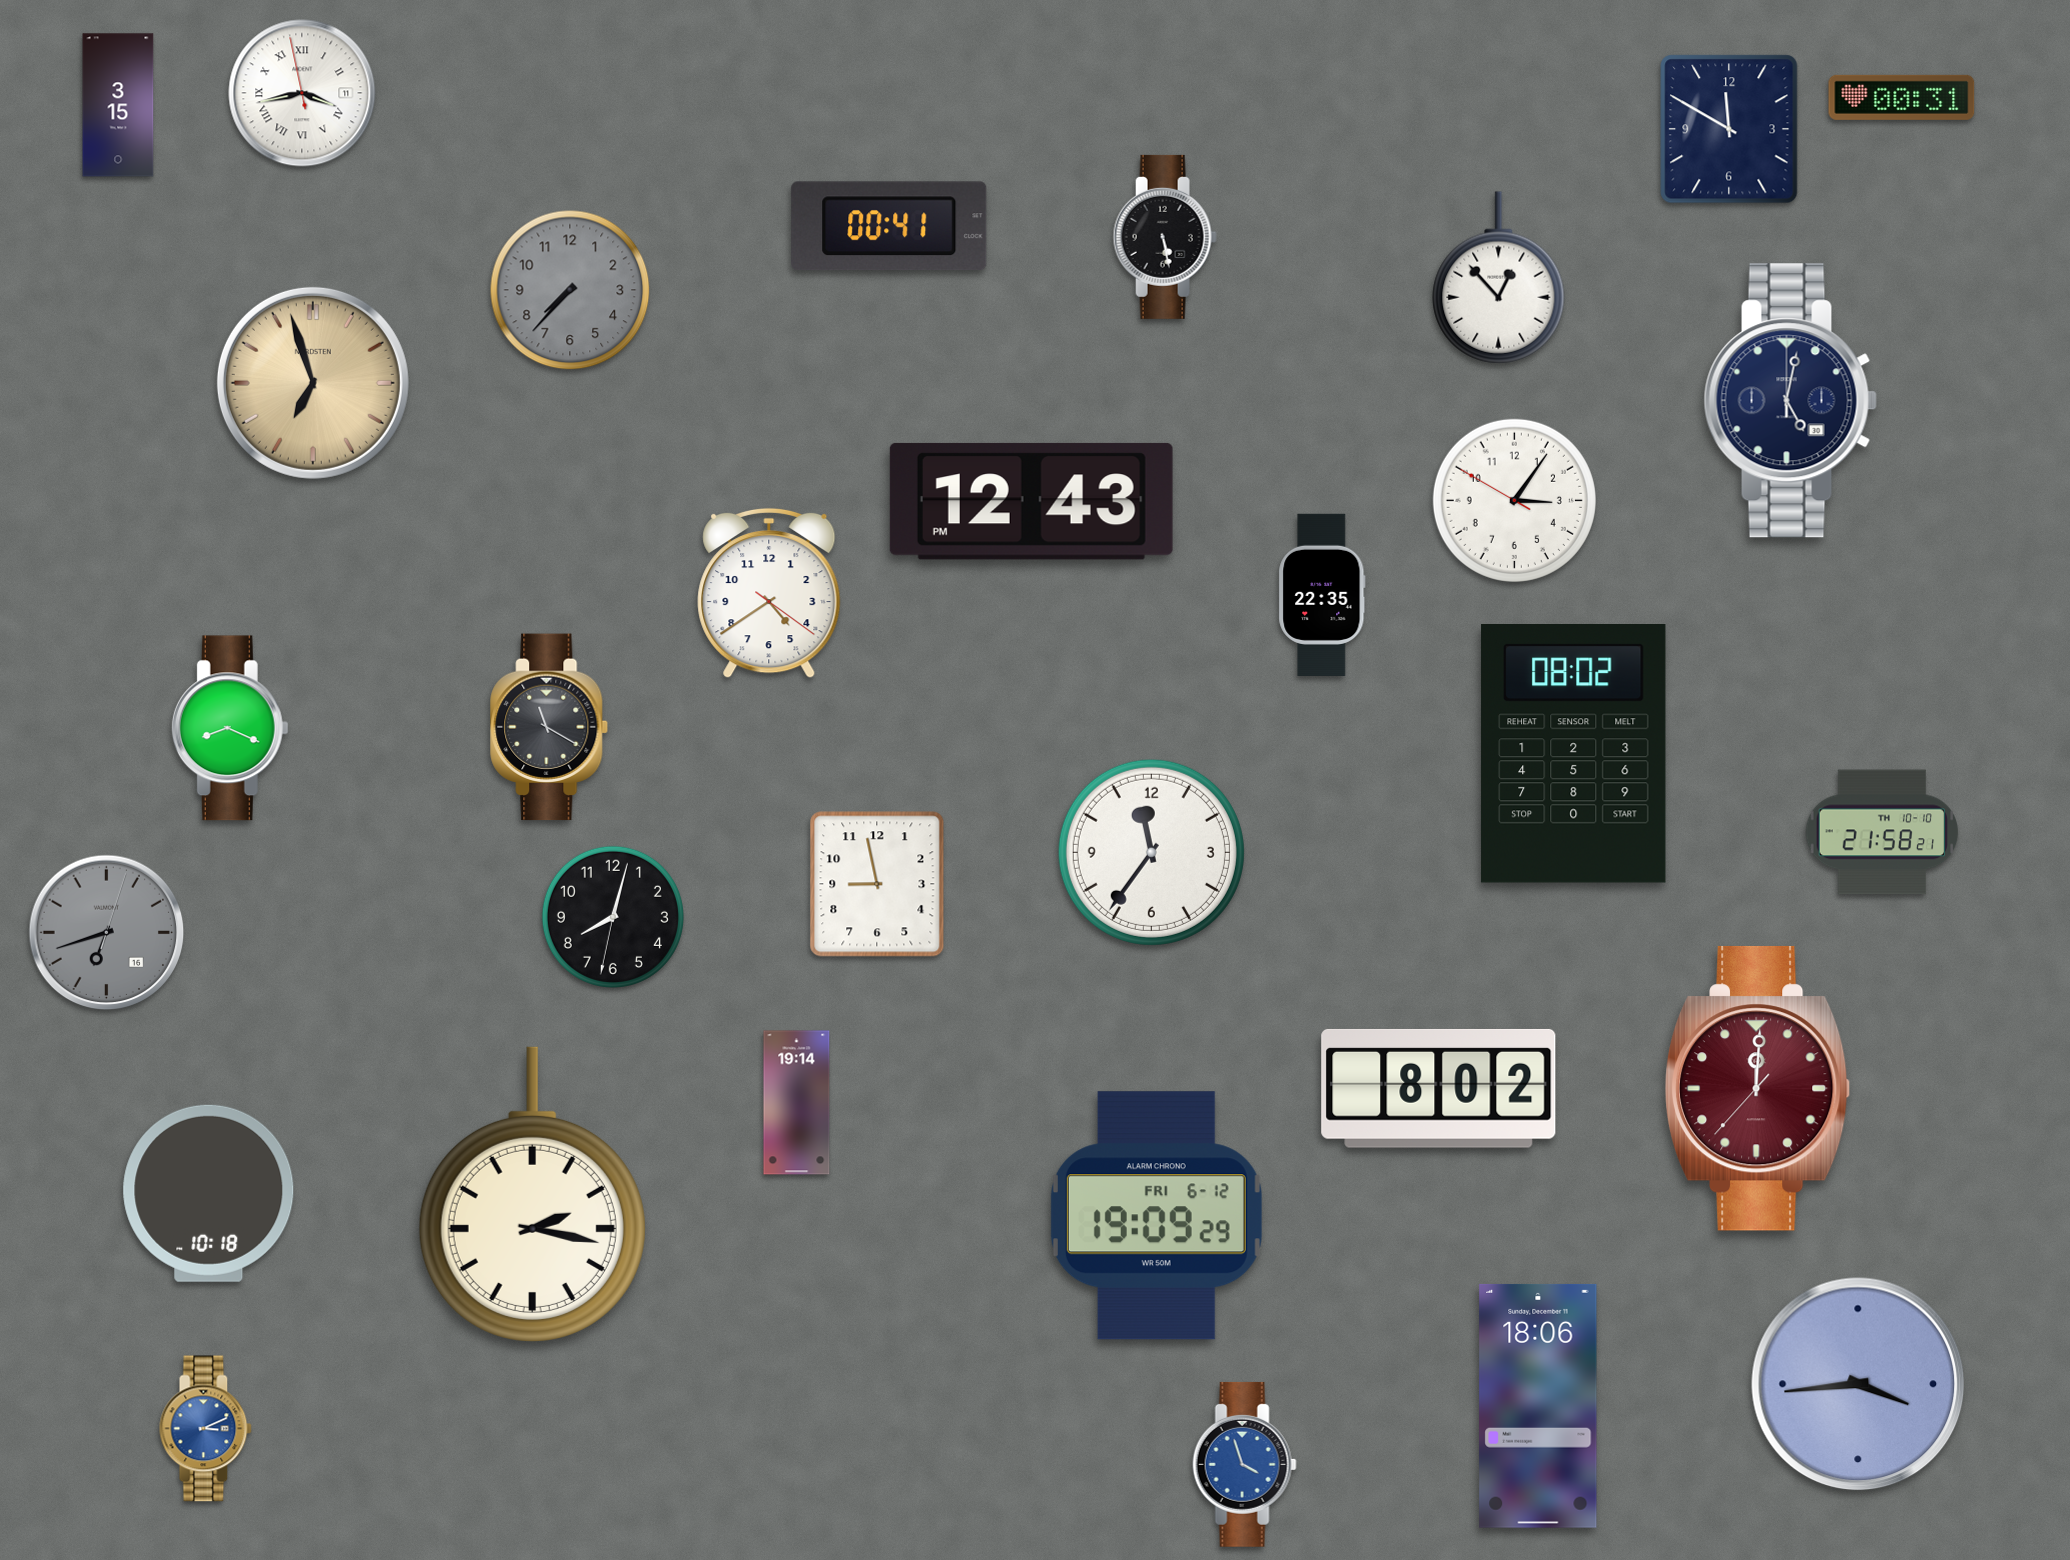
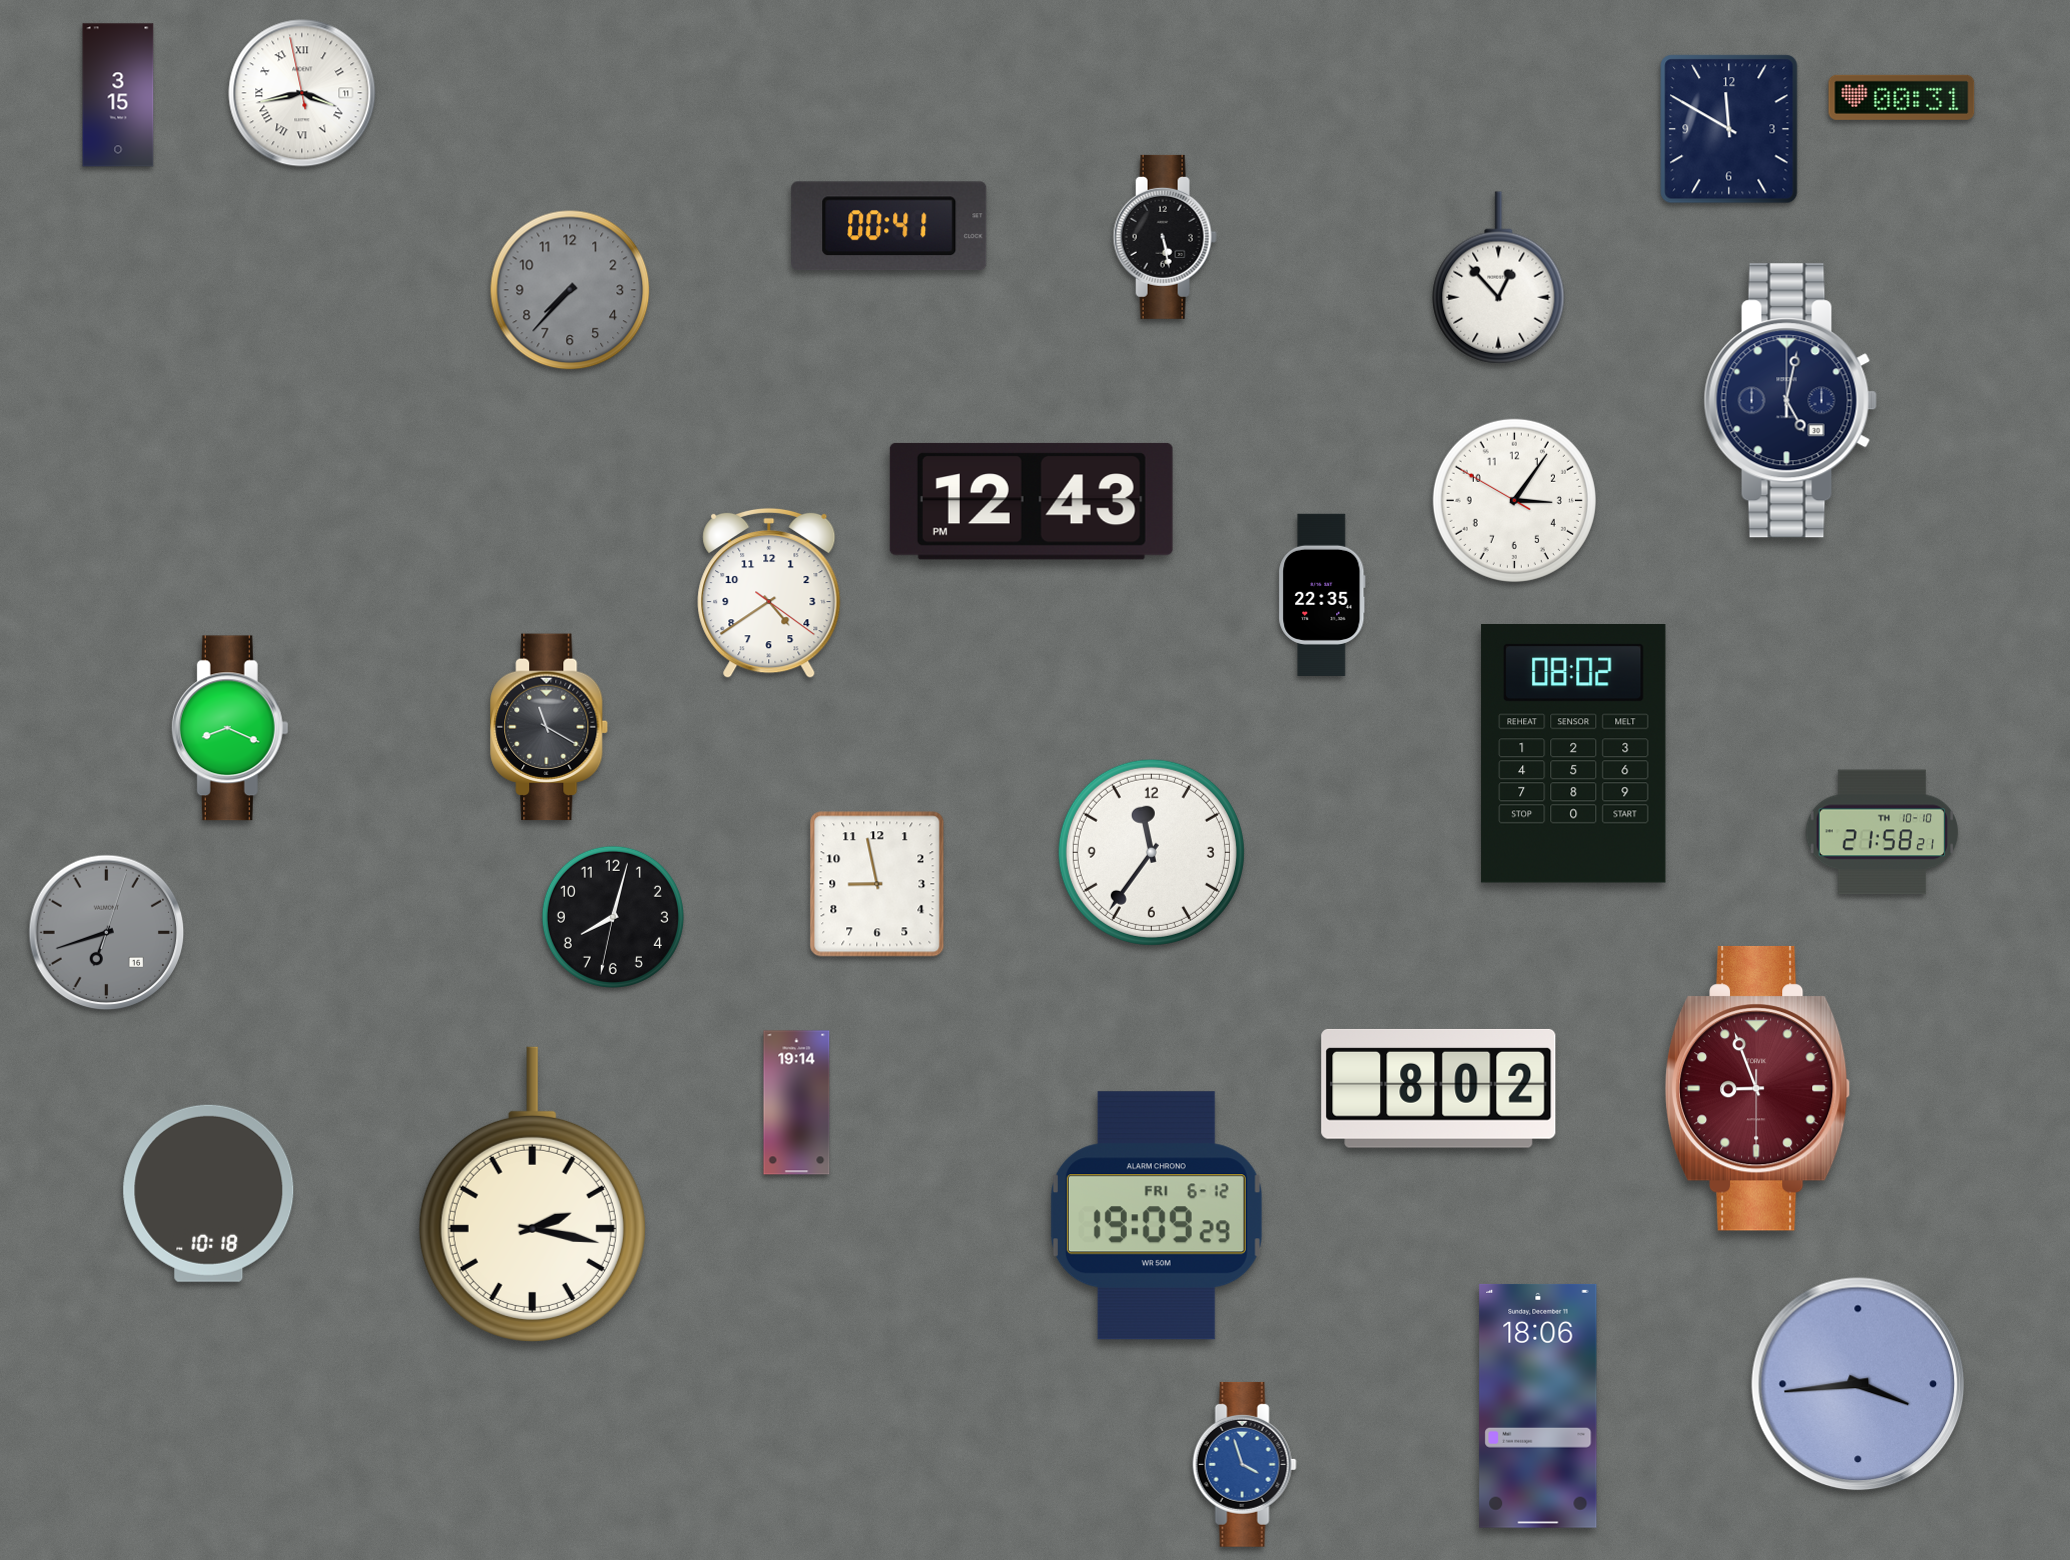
clock at (118, 105) position: (118, 105) -> (118, 95)
clock at (313, 383): 6:57 -> none
clock at (1758, 1088): 12:00 -> 8:56
clock at (206, 1429): 3:11 -> none
